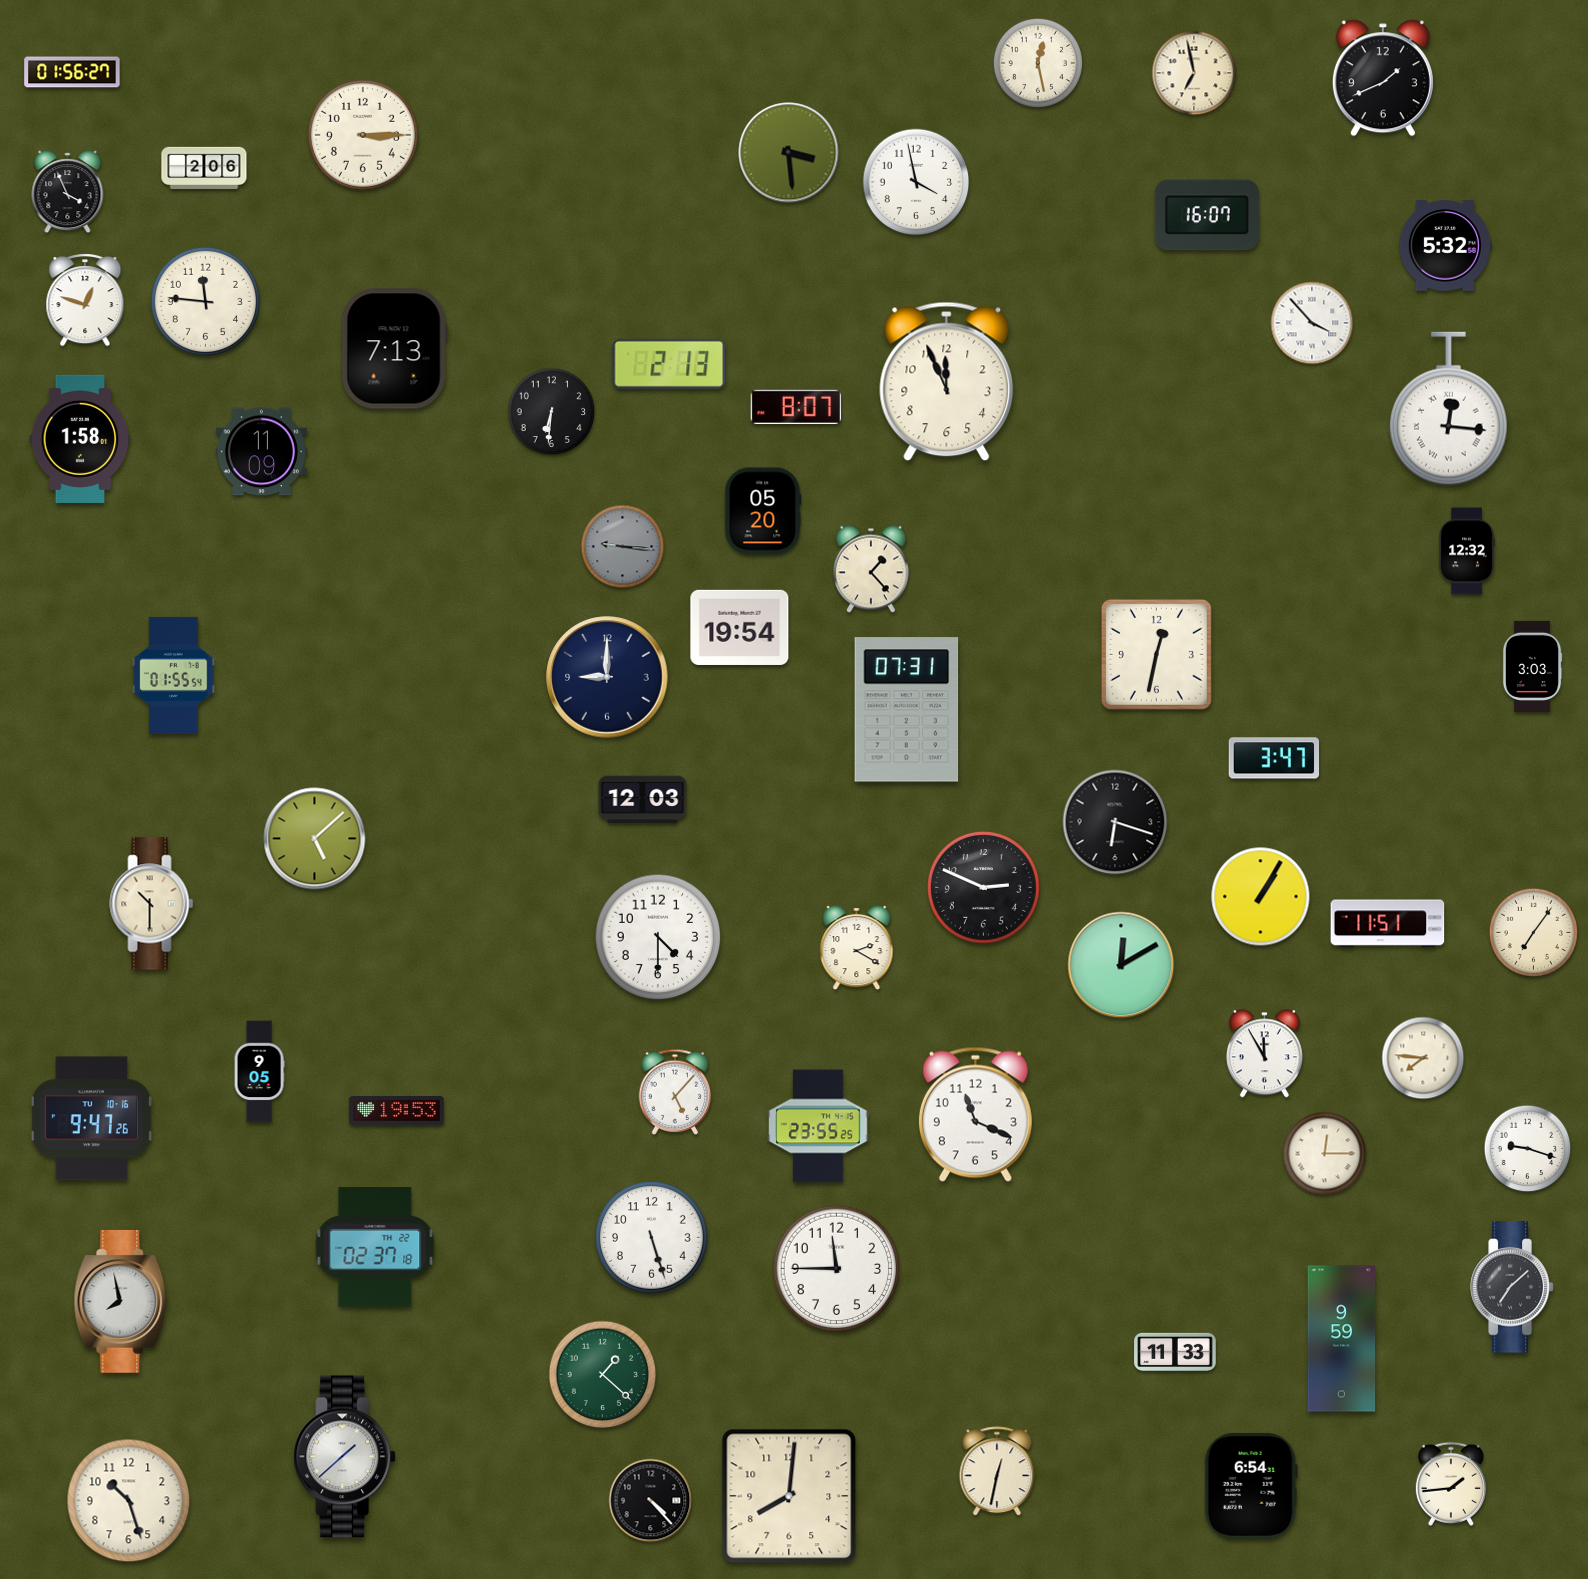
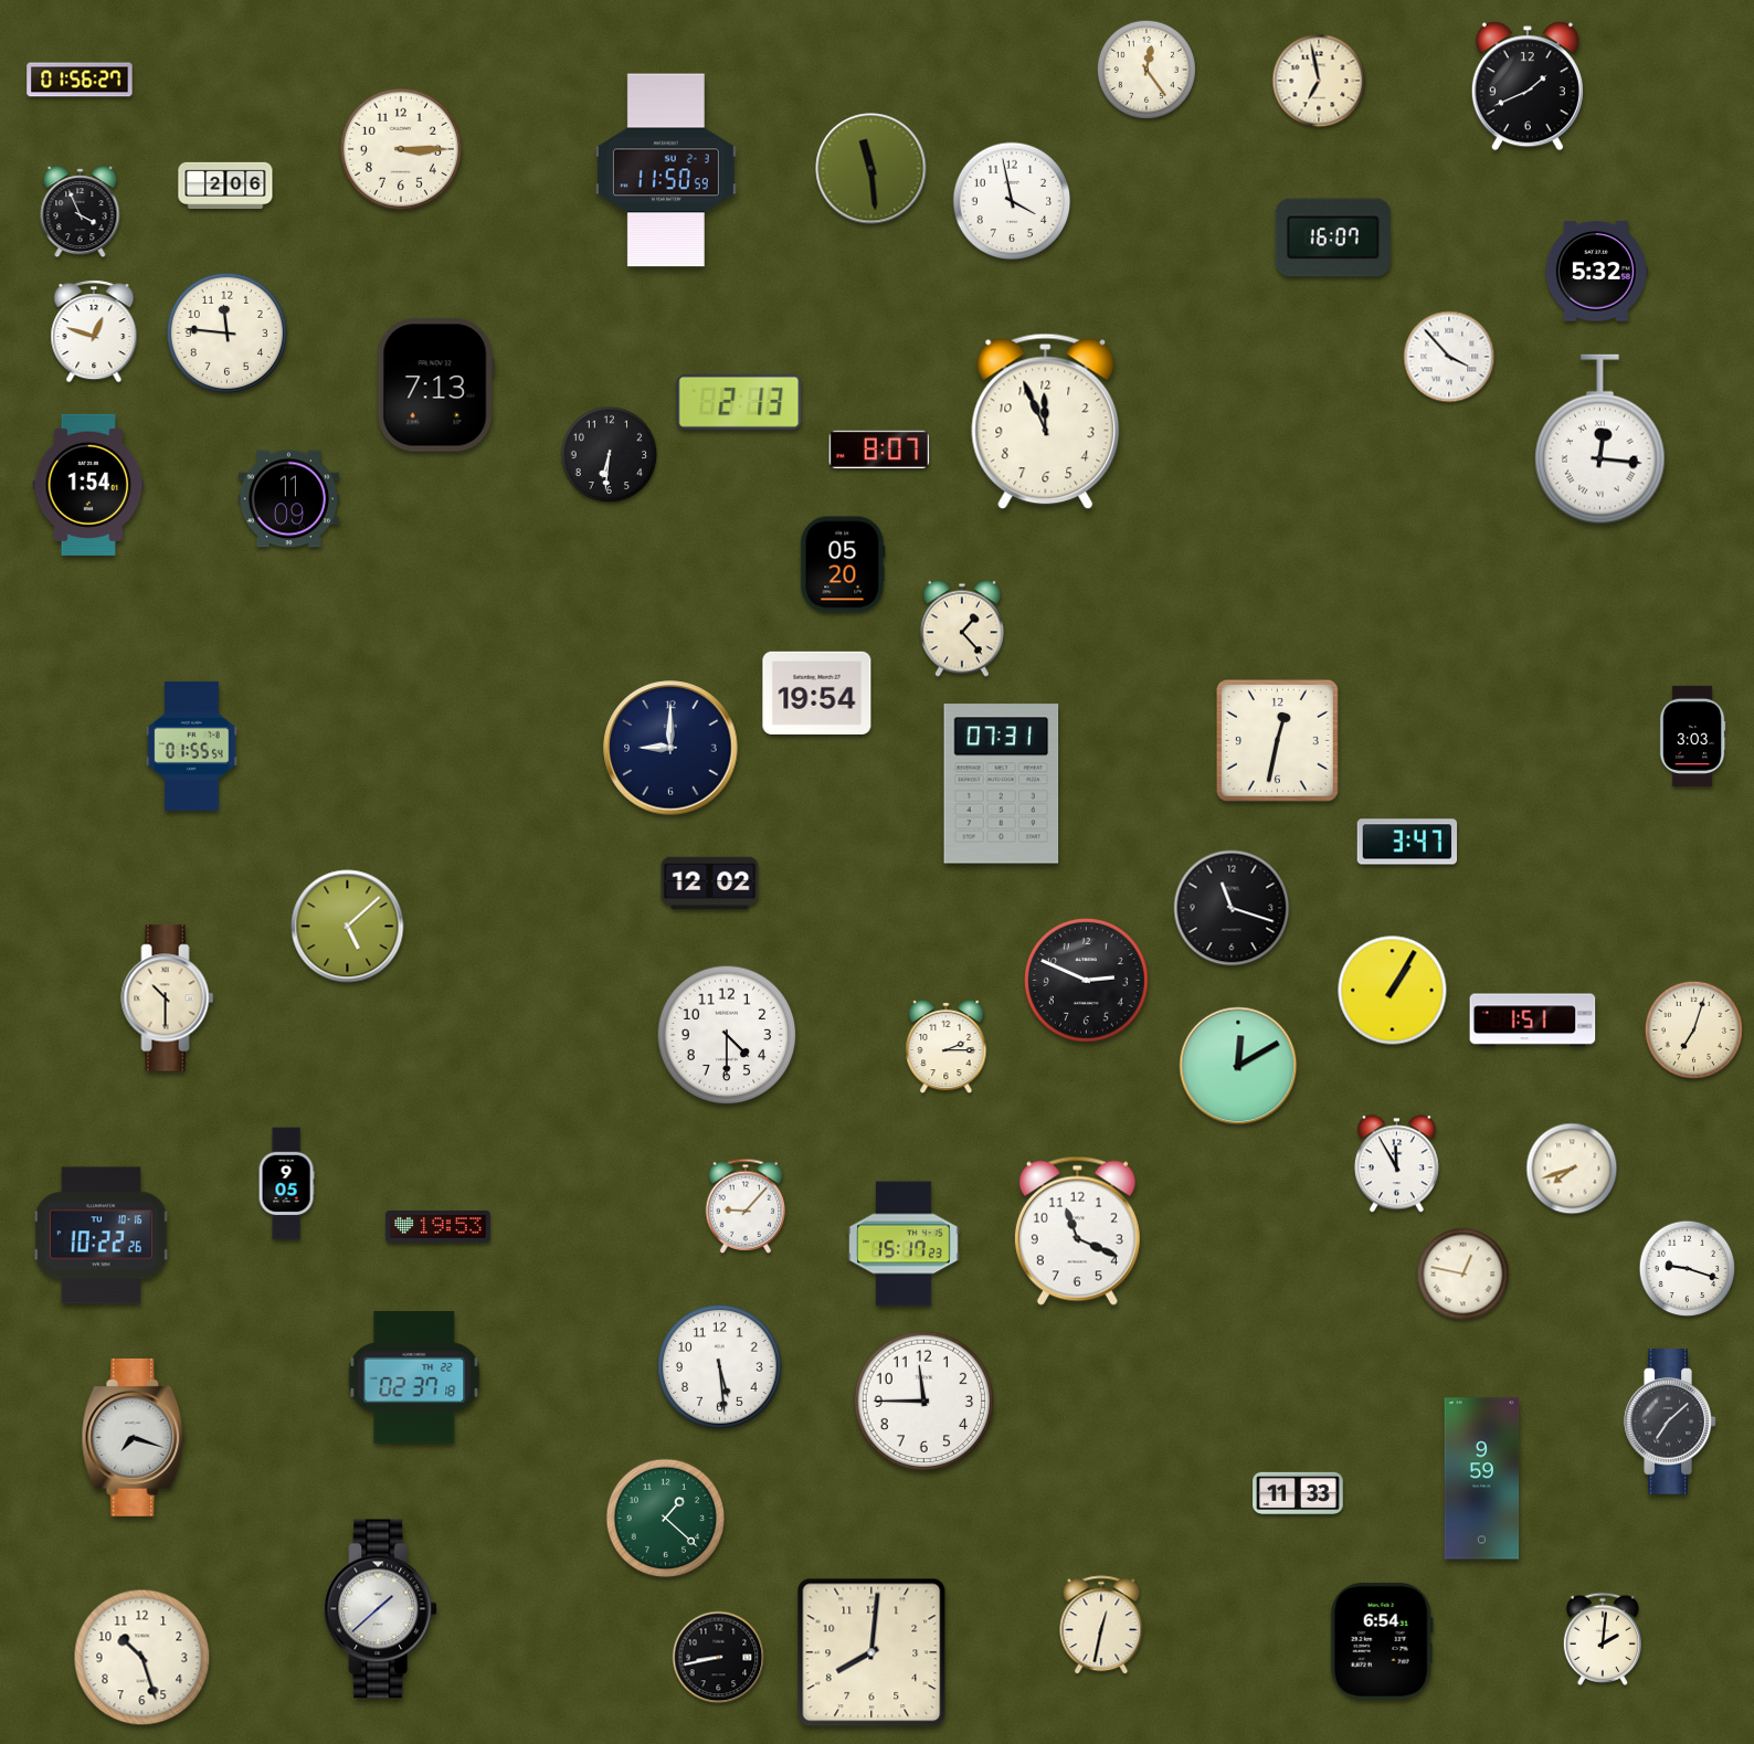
clock at (1038, 63): 12:28 -> 12:24
clock at (789, 153): 3:29 -> 11:29
clock at (666, 170): none -> 11:50
clock at (68, 192) position: (68, 192) -> (81, 212)
clock at (1448, 409) position: (1448, 409) -> (1599, 440)
clock at (80, 439): 1:58 -> 1:54
clock at (623, 547): 9:16 -> none
clock at (1467, 551): 12:32 -> none
clock at (1156, 654) position: (1156, 654) -> (1277, 740)
clock at (1274, 758) position: (1274, 758) -> (1407, 842)
clock at (643, 800): 12:03 -> 12:02
clock at (1115, 822): 6:18 -> 11:18
clock at (1388, 924): 11:51 -> 1:51
clock at (1533, 932): 7:06 -> 7:03
clock at (857, 948): 2:20 -> 2:15
clock at (1423, 1058): 7:46 -> 7:42
clock at (675, 1092): 5:07 -> 9:07
clock at (91, 1119): 9:47 -> 10:22
clock at (818, 1126): 23:55 -> 15:17
clock at (1325, 1154): 12:15 -> 12:47
clock at (652, 1238): 5:27 -> 5:29
clock at (121, 1301): 7:58 -> 7:18
clock at (1451, 1484): 1:44 -> 2:01
clock at (651, 1501): 4:23 -> 8:43
